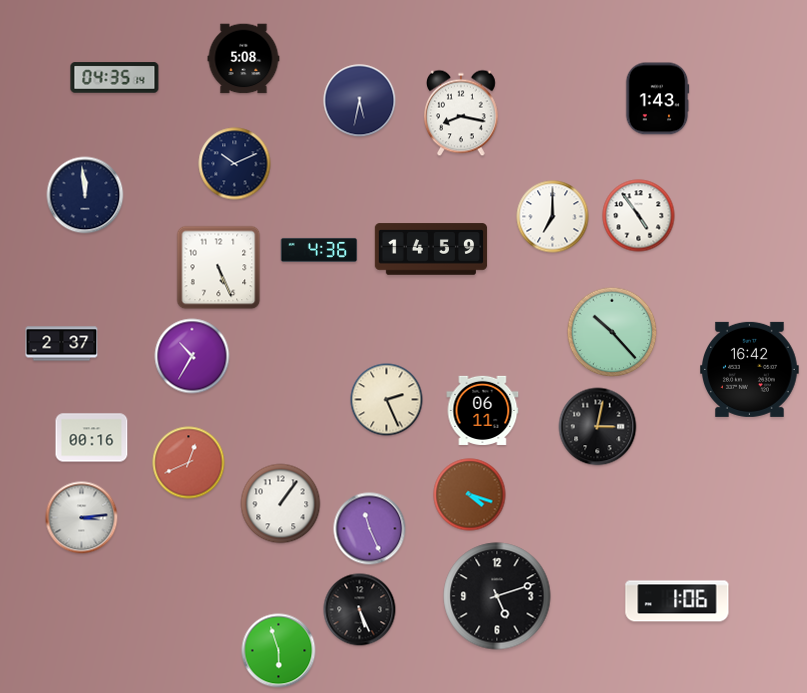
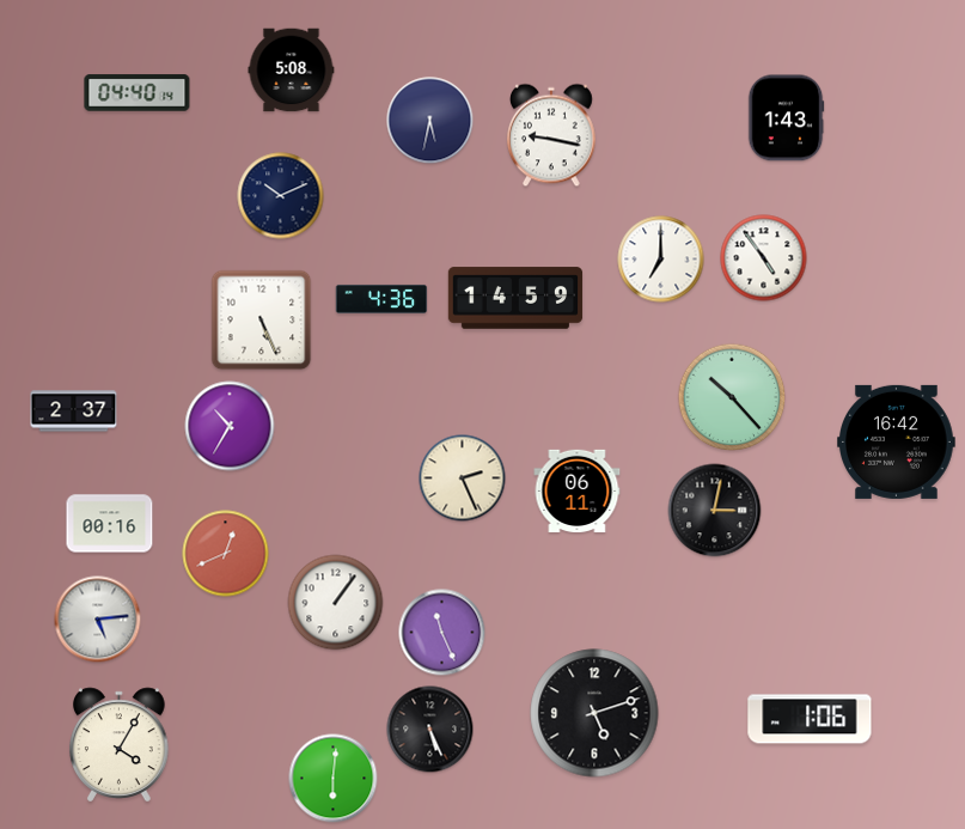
clock at (115, 78): 04:35 -> 04:40
clock at (462, 113): 8:17 -> 9:17
clock at (85, 195): 11:59 -> none
clock at (470, 495): 4:18 -> none
clock at (82, 518): 3:14 -> 5:14
clock at (120, 745): none -> 4:05
clock at (279, 651): 5:57 -> 6:01
